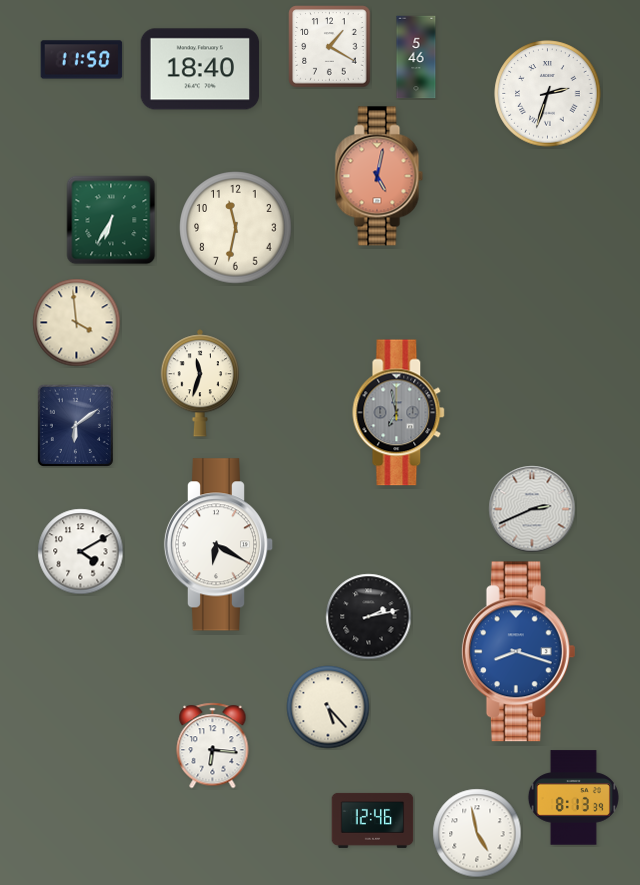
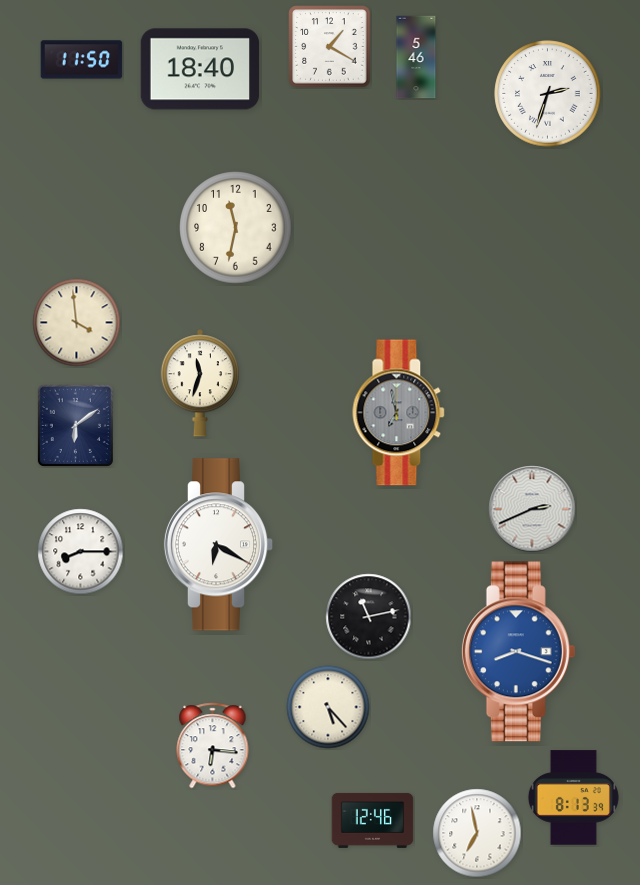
clock at (379, 176): 5:02 -> none
clock at (111, 220): 6:35 -> none
clock at (81, 552): 4:10 -> 8:15
clock at (369, 617): 2:13 -> 11:13
clock at (477, 833): 4:58 -> 6:58
